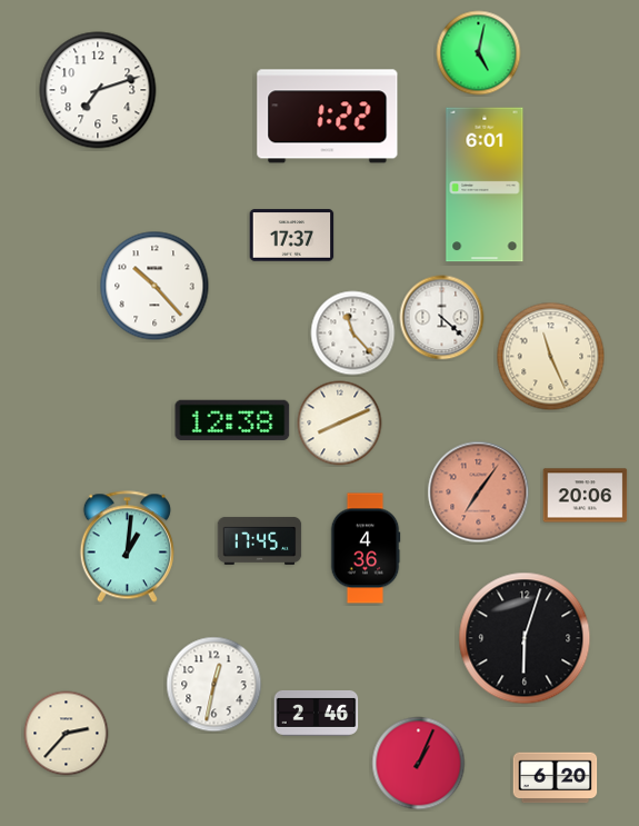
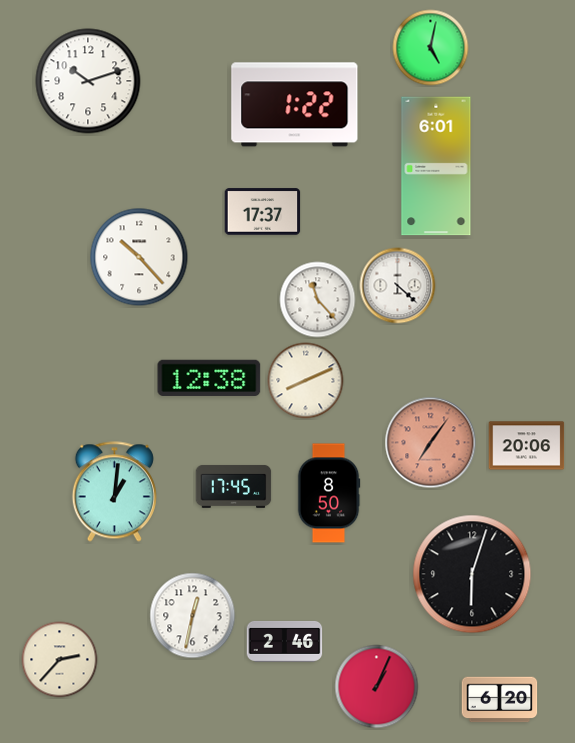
clock at (98, 90): 7:12 -> 10:12
clock at (551, 357): 11:26 -> none
clock at (366, 548): 4:36 -> 8:50
